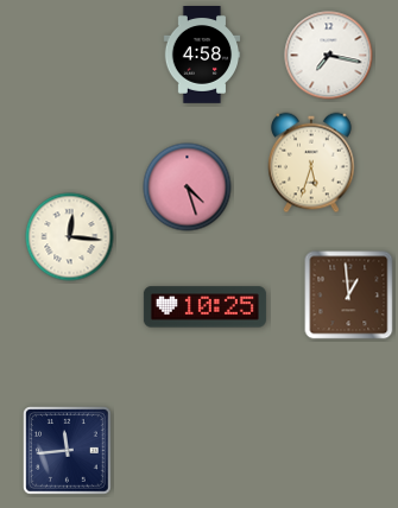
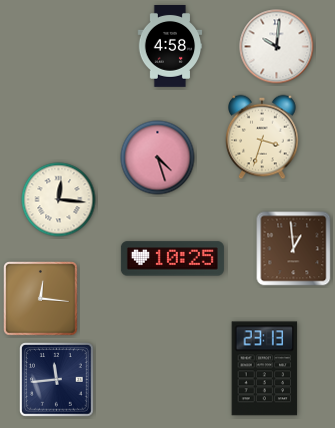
clock at (329, 56): 7:17 -> 10:01
clock at (311, 163): 5:33 -> 3:33
clock at (41, 299): none -> 12:16
clock at (265, 369): none -> 23:13
